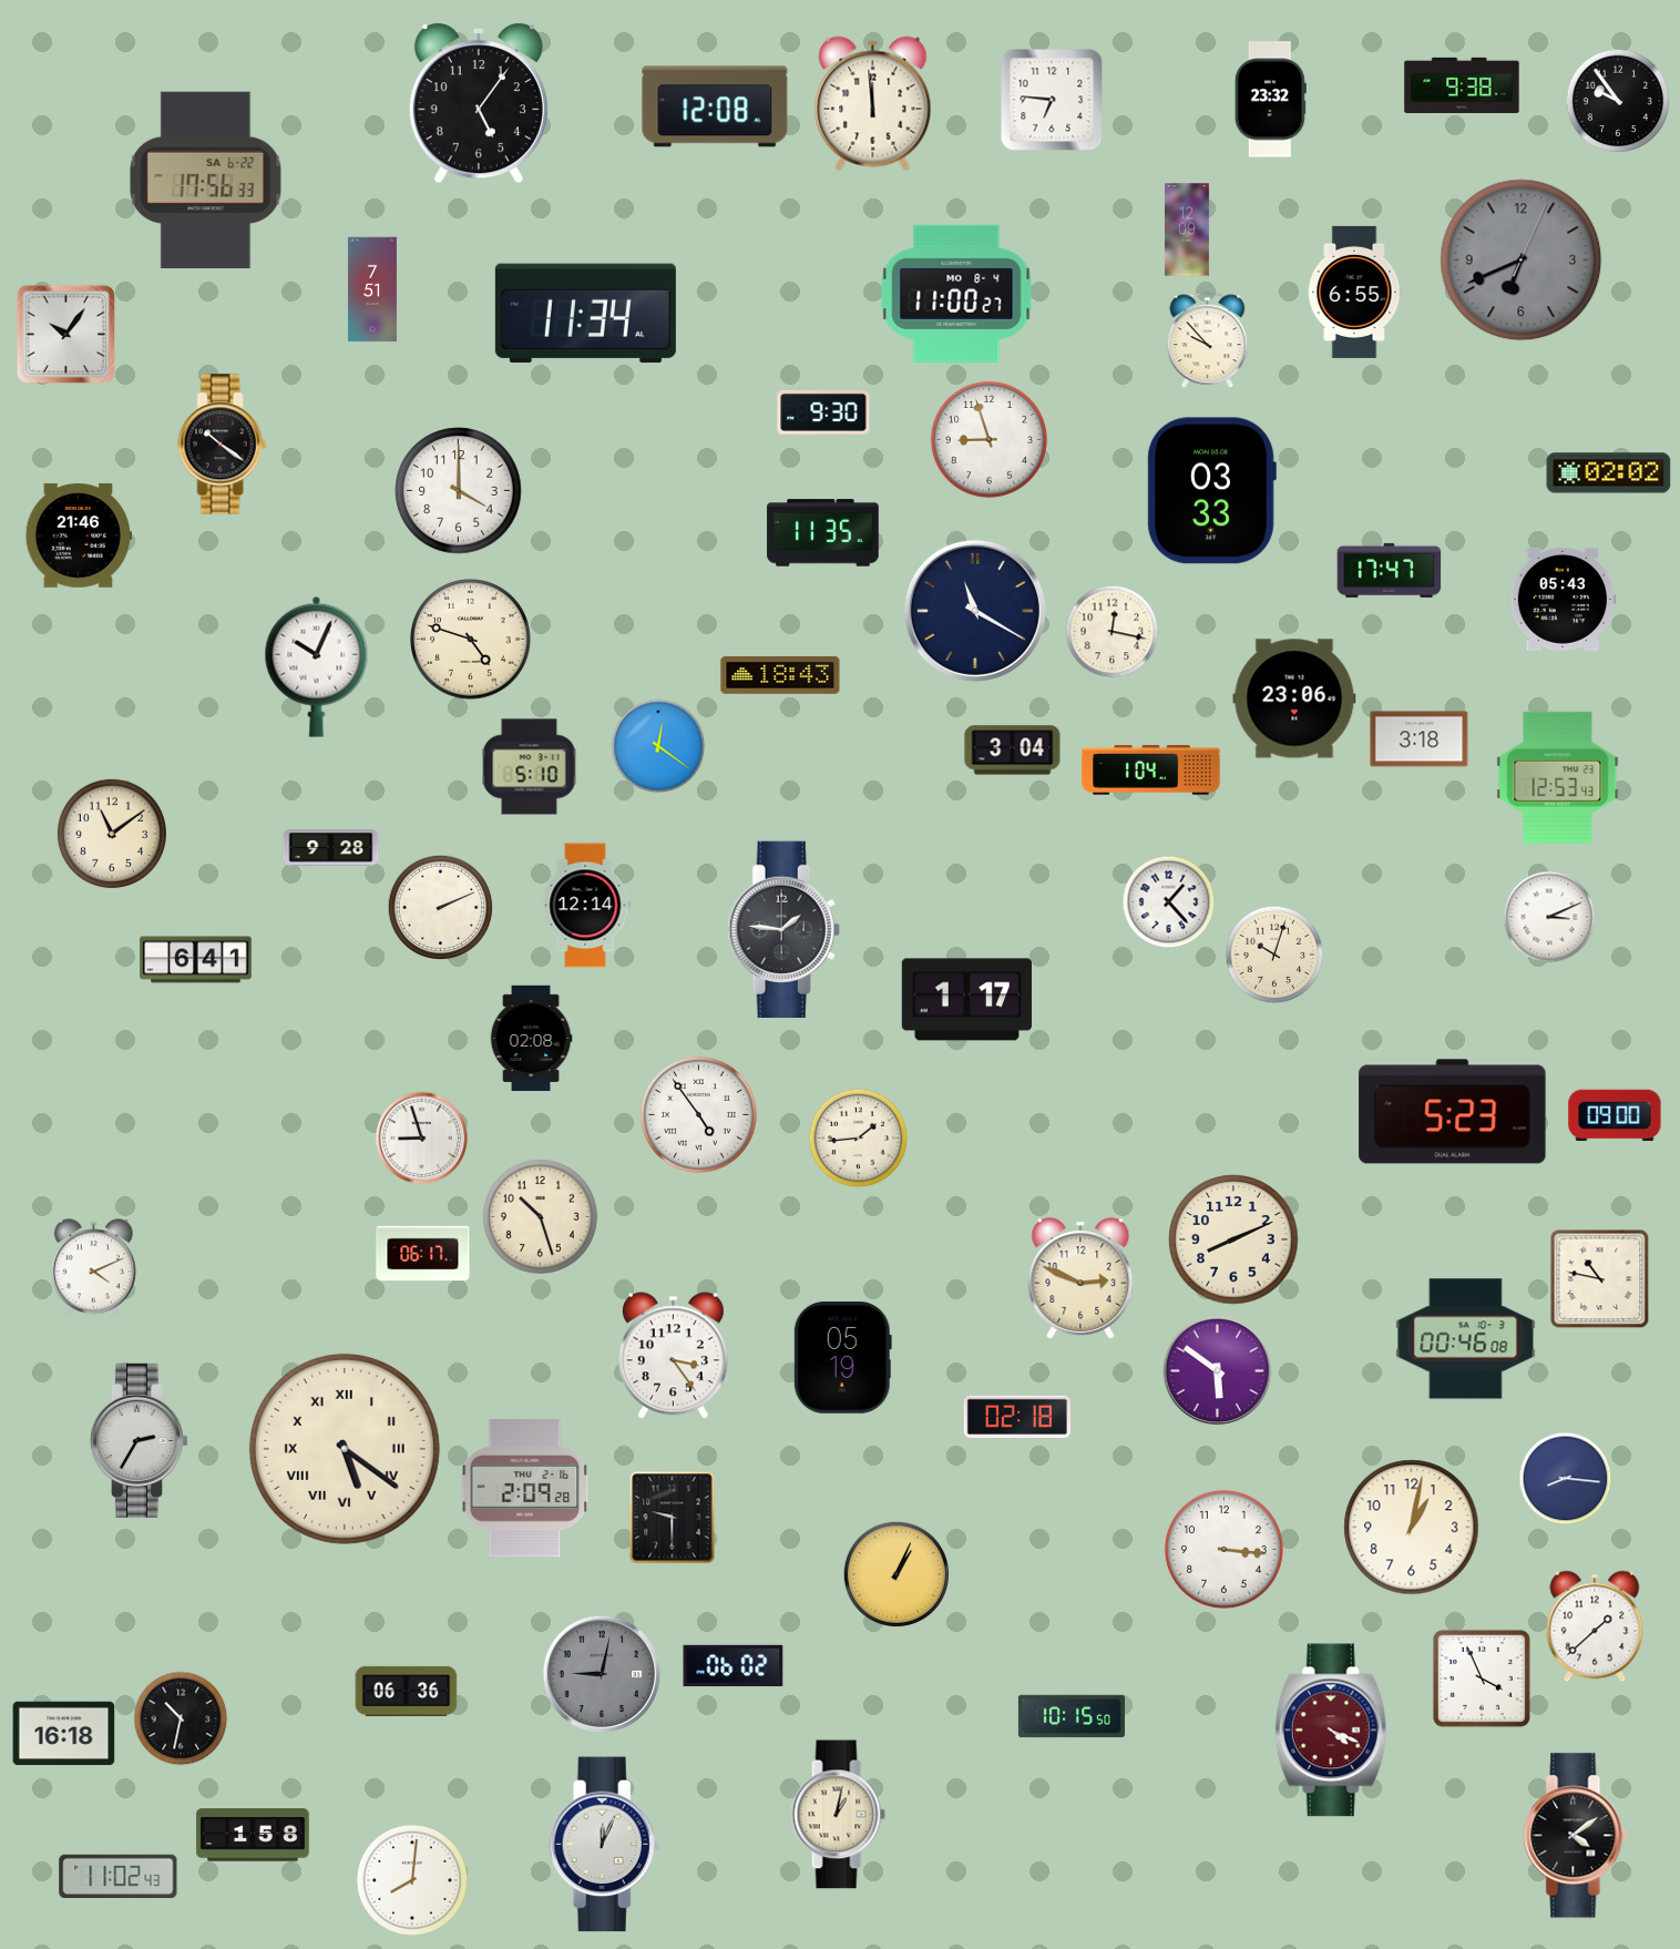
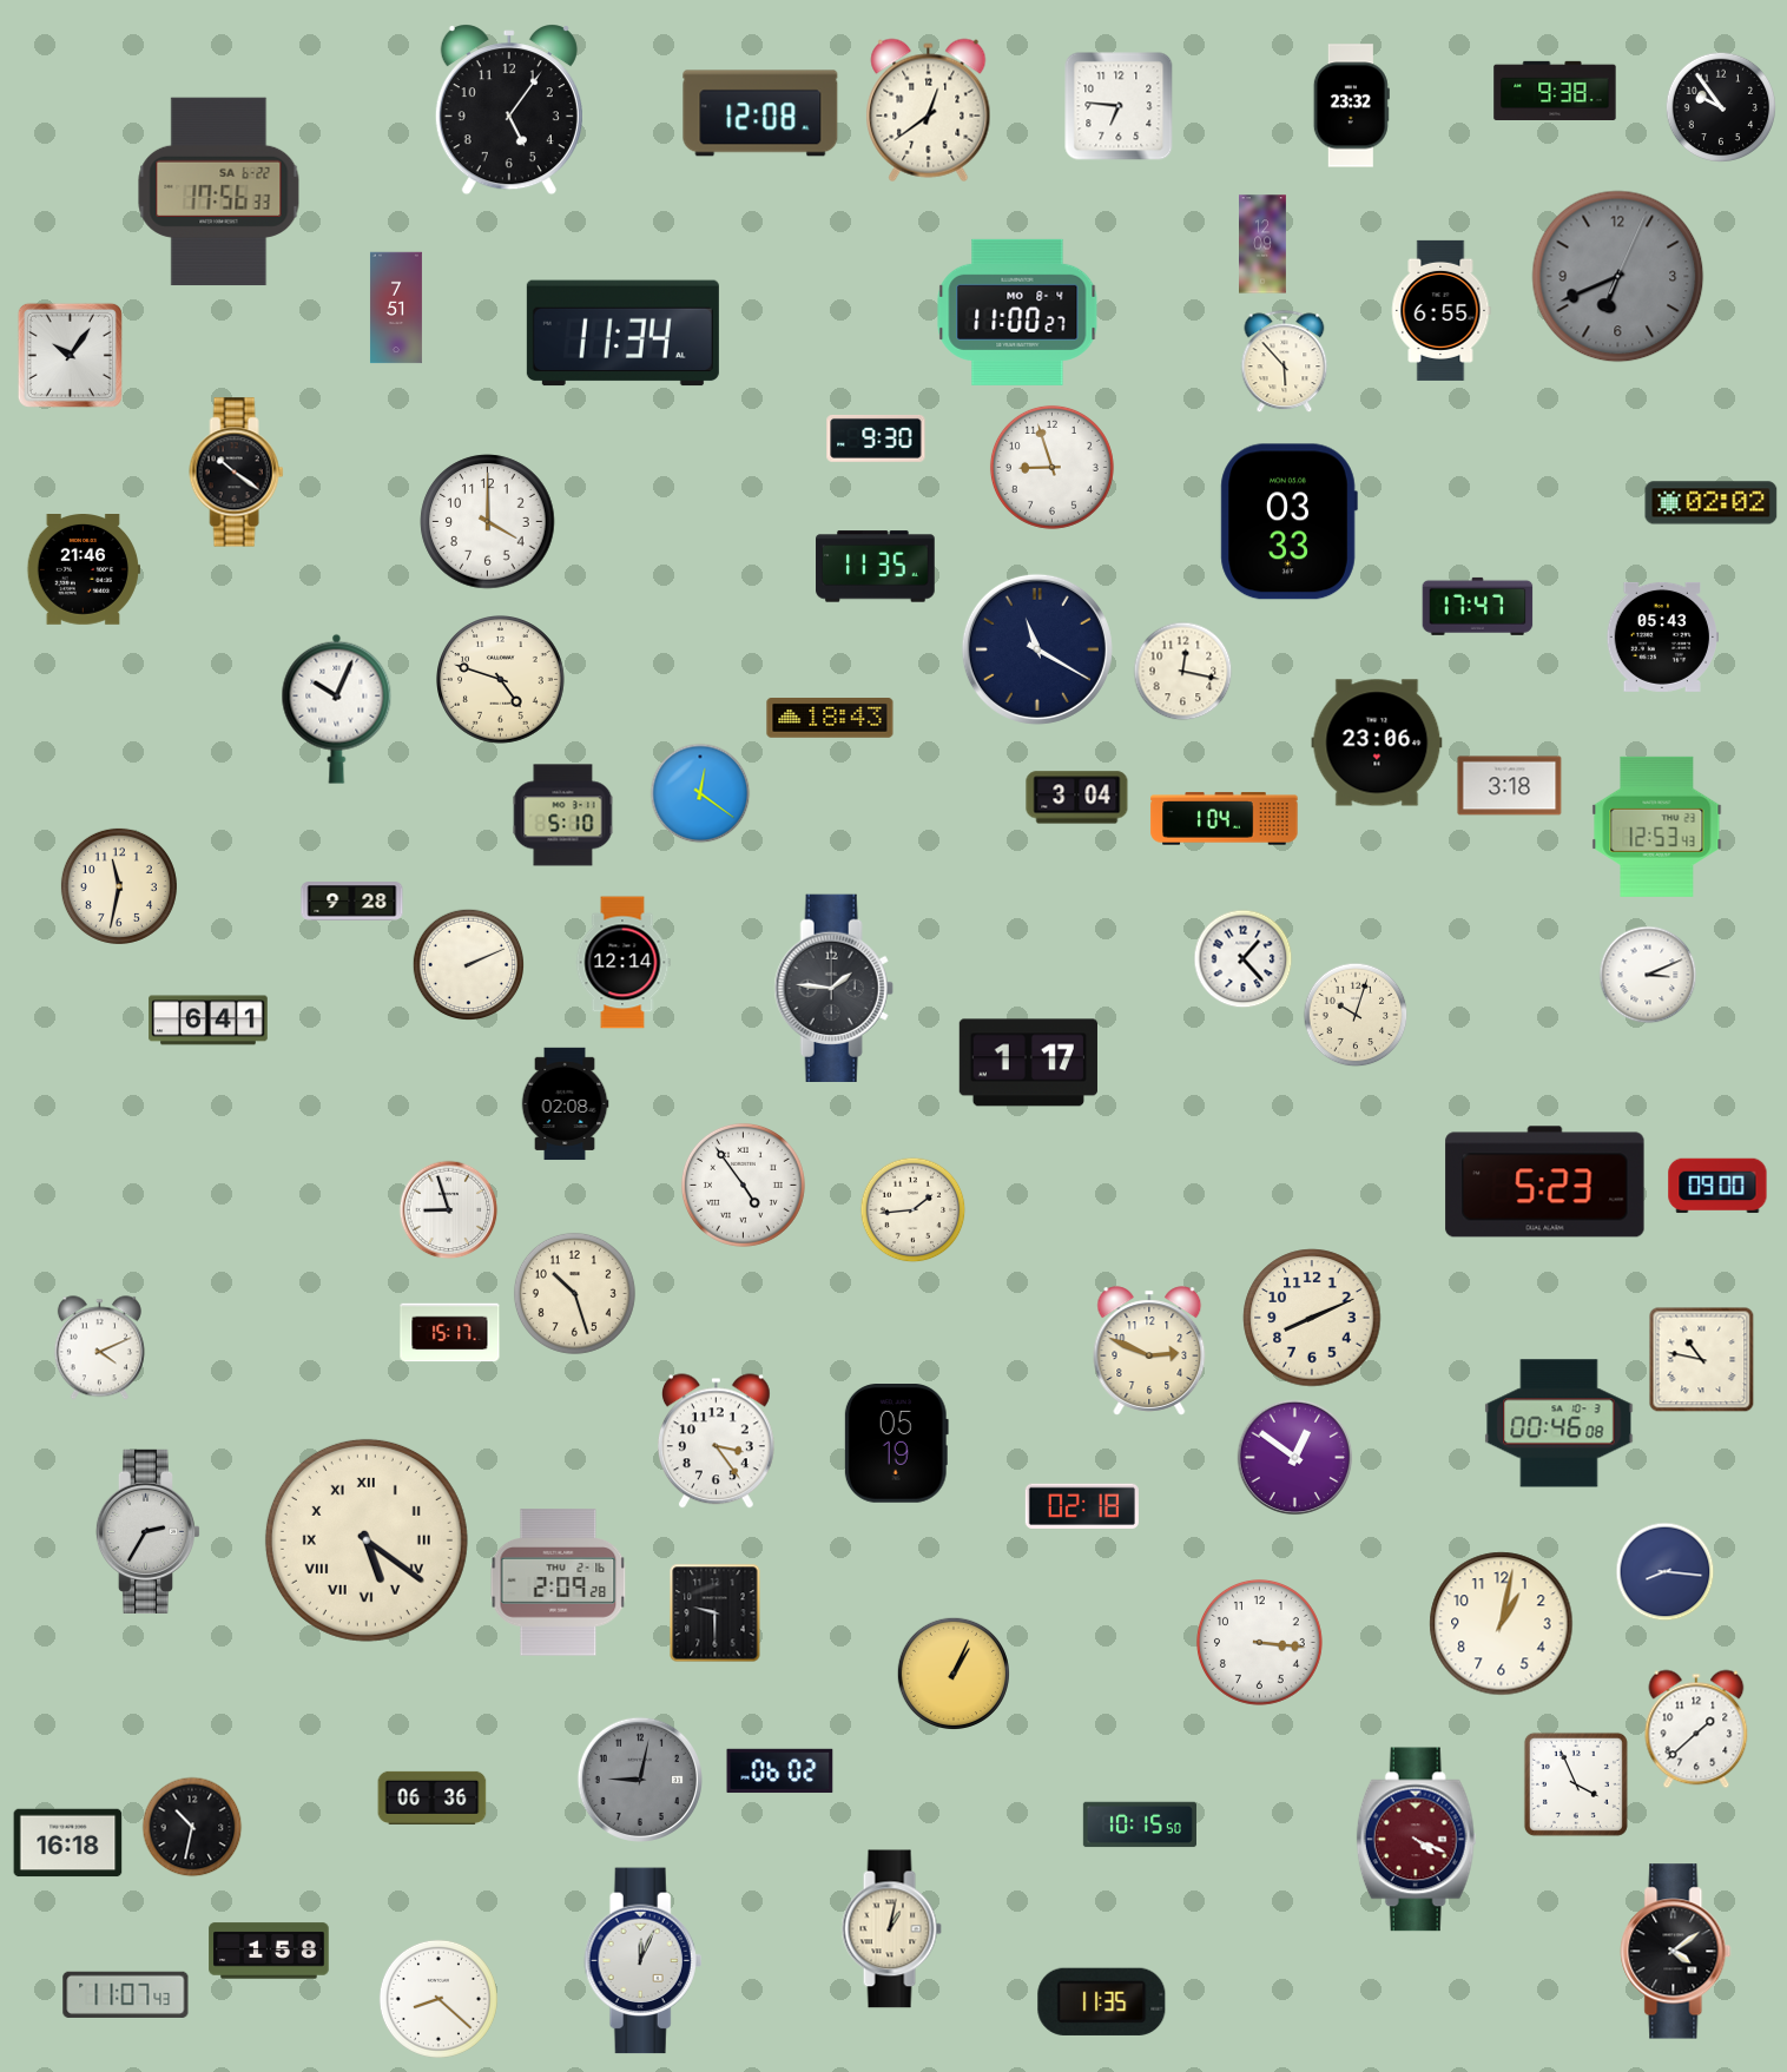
clock at (873, 104): 11:59 -> 12:39
clock at (1208, 340): 9:53 -> 5:53
clock at (112, 834): 11:09 -> 11:32
clock at (423, 1254): 06:17 -> 15:17
clock at (1080, 1278) position: (1080, 1278) -> (1149, 1351)
clock at (1218, 1371): 5:51 -> 12:51
clock at (1223, 1549) position: (1223, 1549) -> (1259, 1642)
clock at (119, 1876): 11:02 -> 11:07
clock at (412, 1880): 8:01 -> 8:22
clock at (1102, 2001): none -> 11:35
